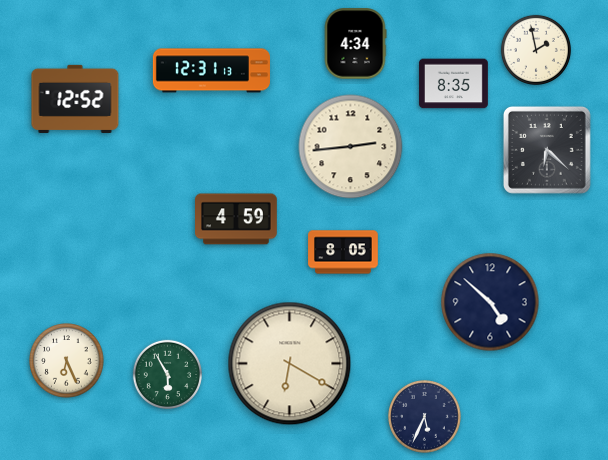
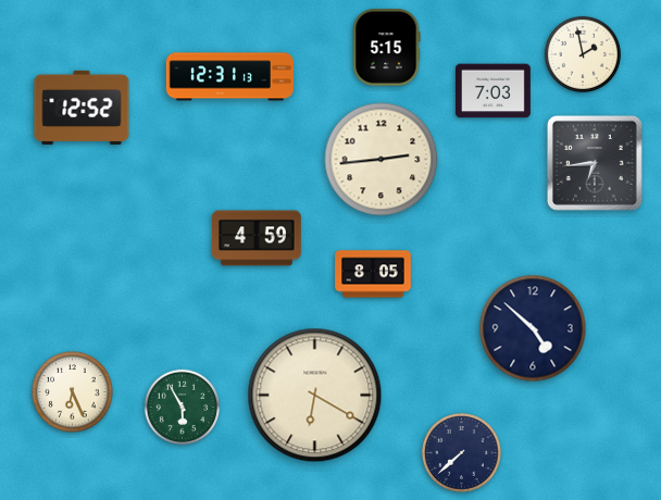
clock at (355, 44): 4:34 -> 5:15
clock at (453, 84): 8:35 -> 7:03
clock at (547, 150): 6:22 -> 6:44
clock at (425, 417): 5:34 -> 7:38
